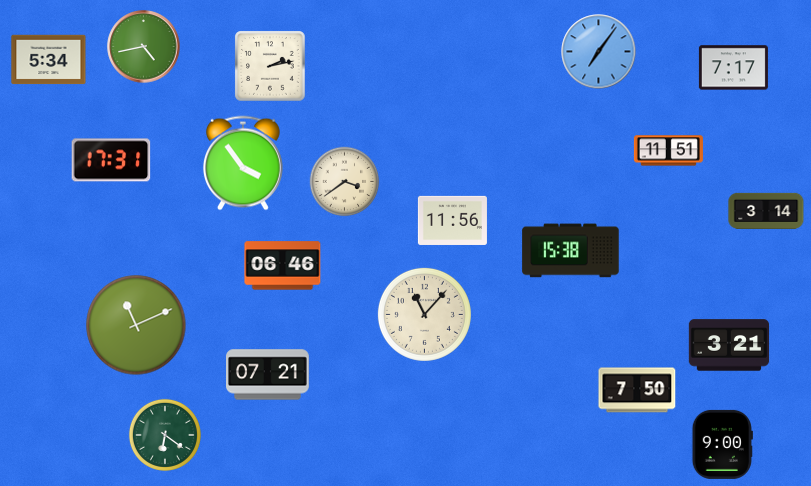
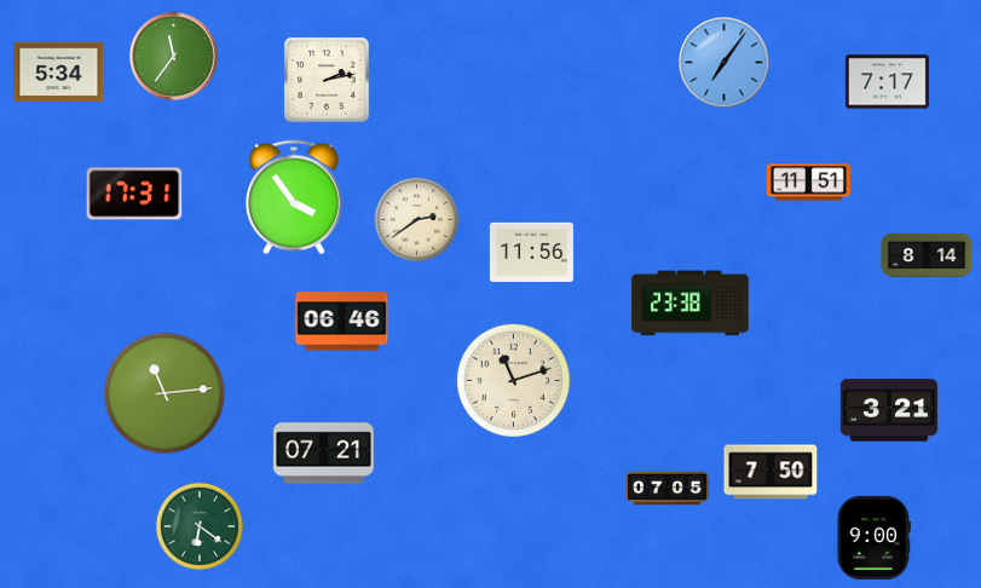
clock at (144, 47): 4:43 -> 11:36
clock at (345, 182): 3:39 -> 2:39
clock at (766, 211): 3:14 -> 8:14
clock at (452, 220) position: (452, 220) -> (531, 252)
clock at (571, 251): 15:38 -> 23:38
clock at (424, 314): 11:07 -> 11:12
clock at (136, 325): 11:11 -> 11:14
clock at (729, 345) position: (729, 345) -> (889, 410)
clock at (666, 489): none -> 07:05
